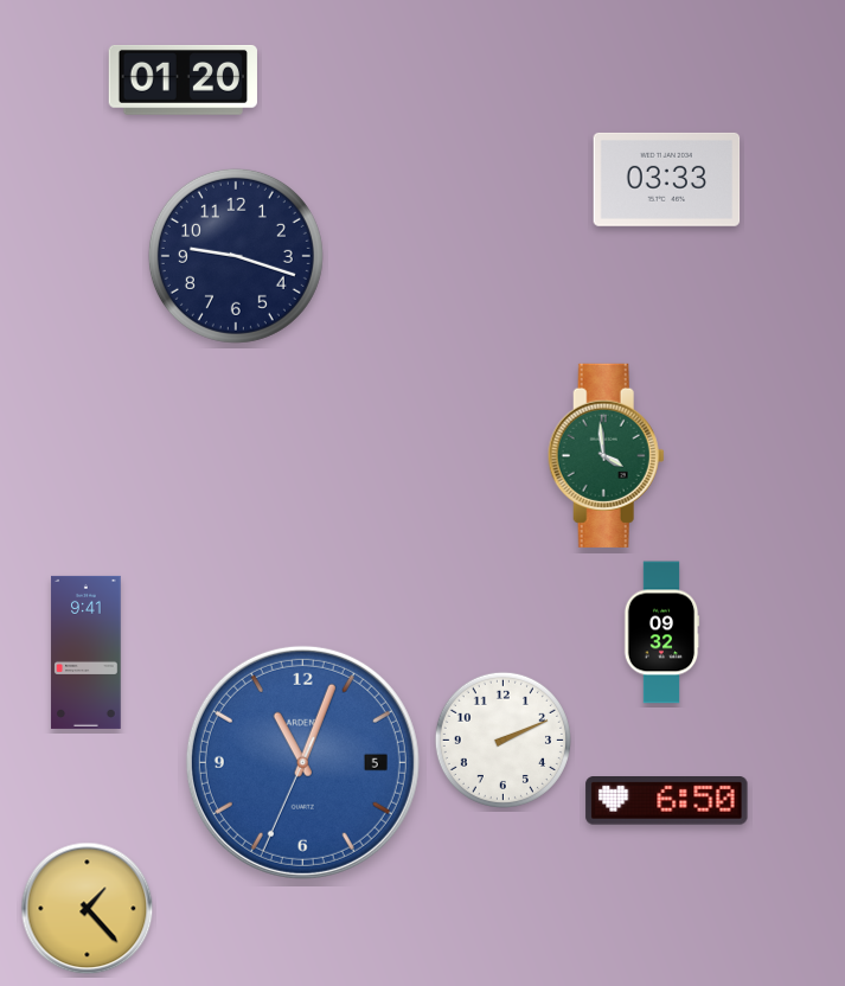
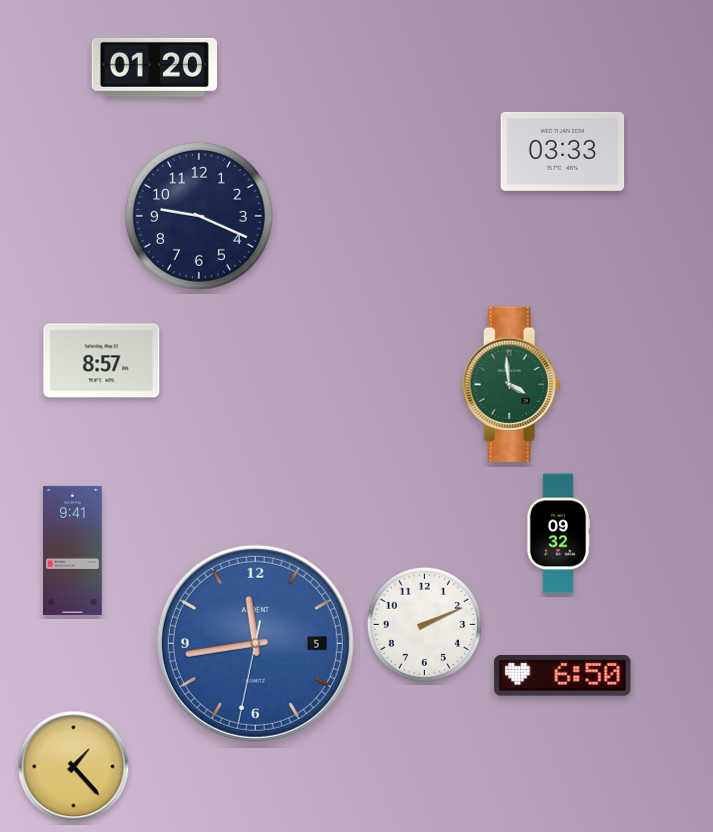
clock at (236, 256): 9:18 -> 9:19
clock at (102, 361): none -> 8:57
clock at (302, 762): 11:03 -> 11:43
